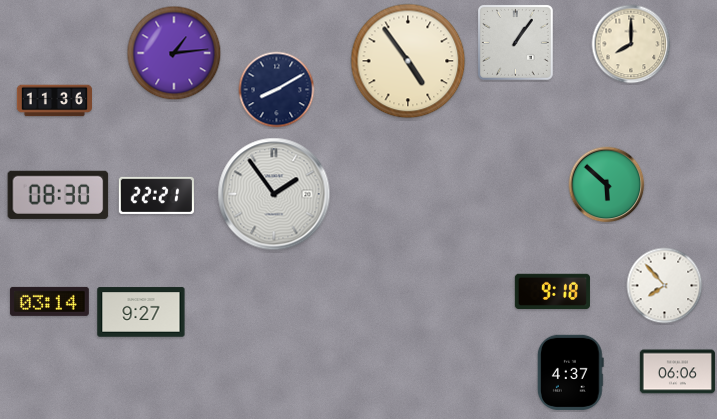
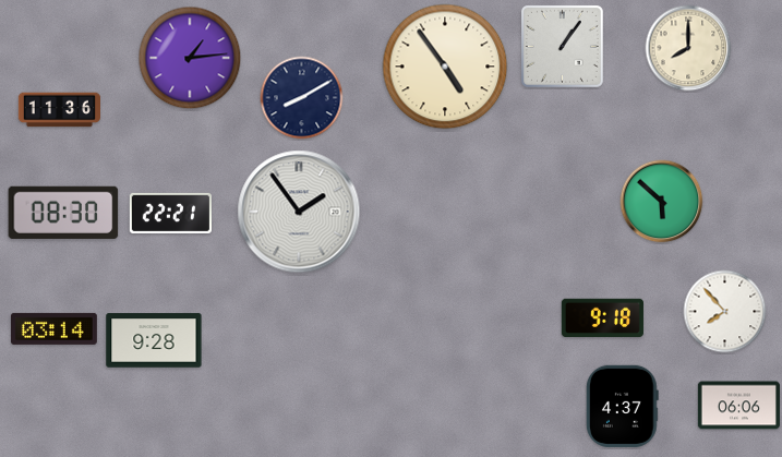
clock at (141, 312): 9:27 -> 9:28
